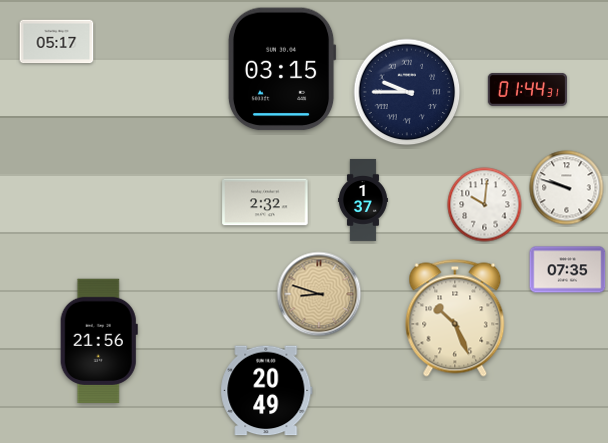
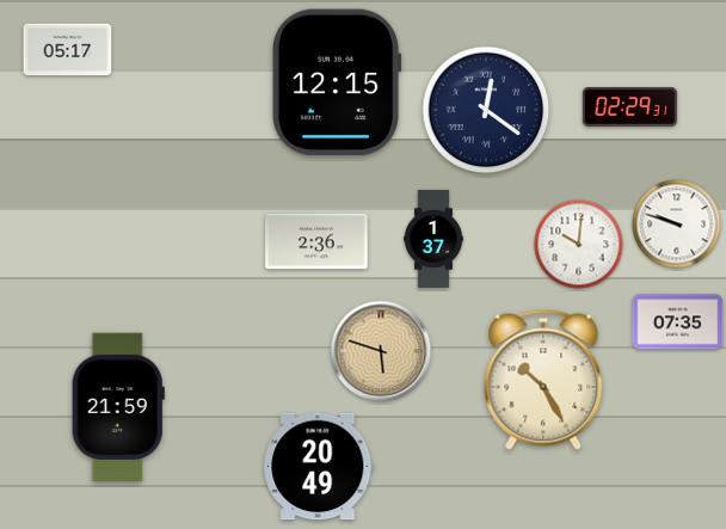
clock at (282, 69): 03:15 -> 12:15
clock at (527, 89): 01:44 -> 02:29
clock at (407, 92): 9:45 -> 12:21
clock at (265, 202): 2:32 -> 2:36
clock at (319, 294): 8:48 -> 5:48
clock at (455, 318): 10:26 -> 10:25
clock at (99, 341): 21:56 -> 21:59
